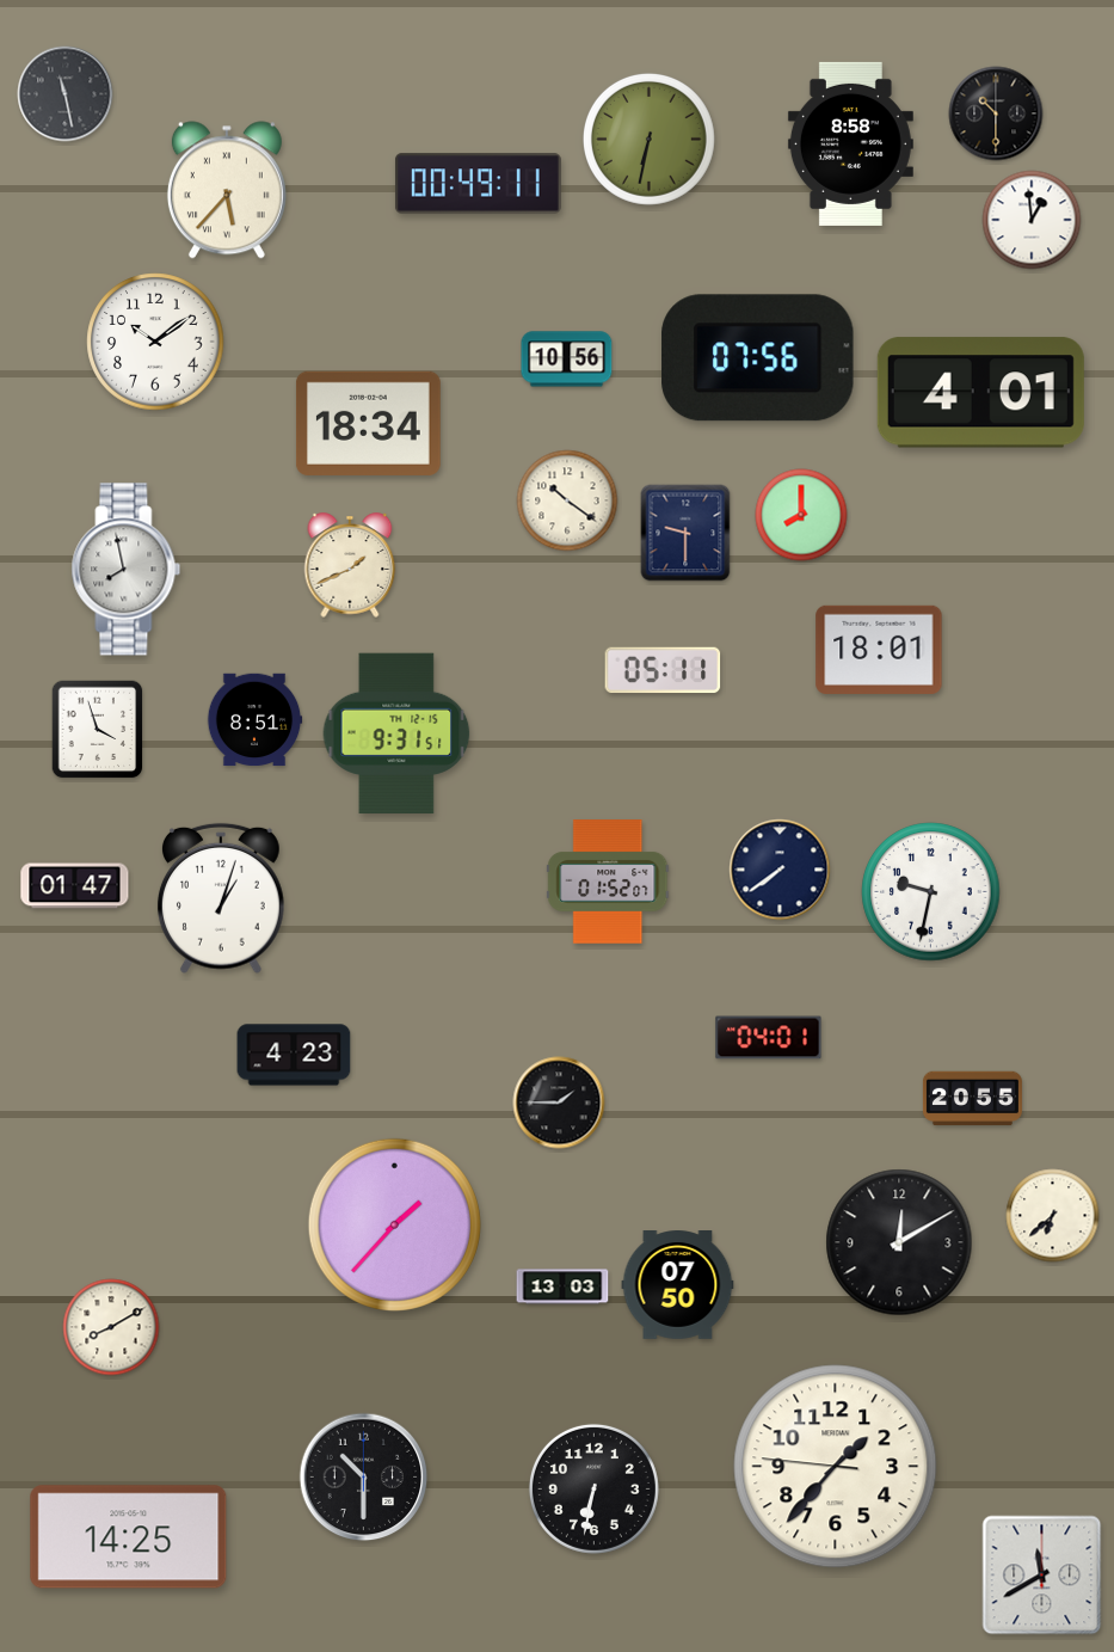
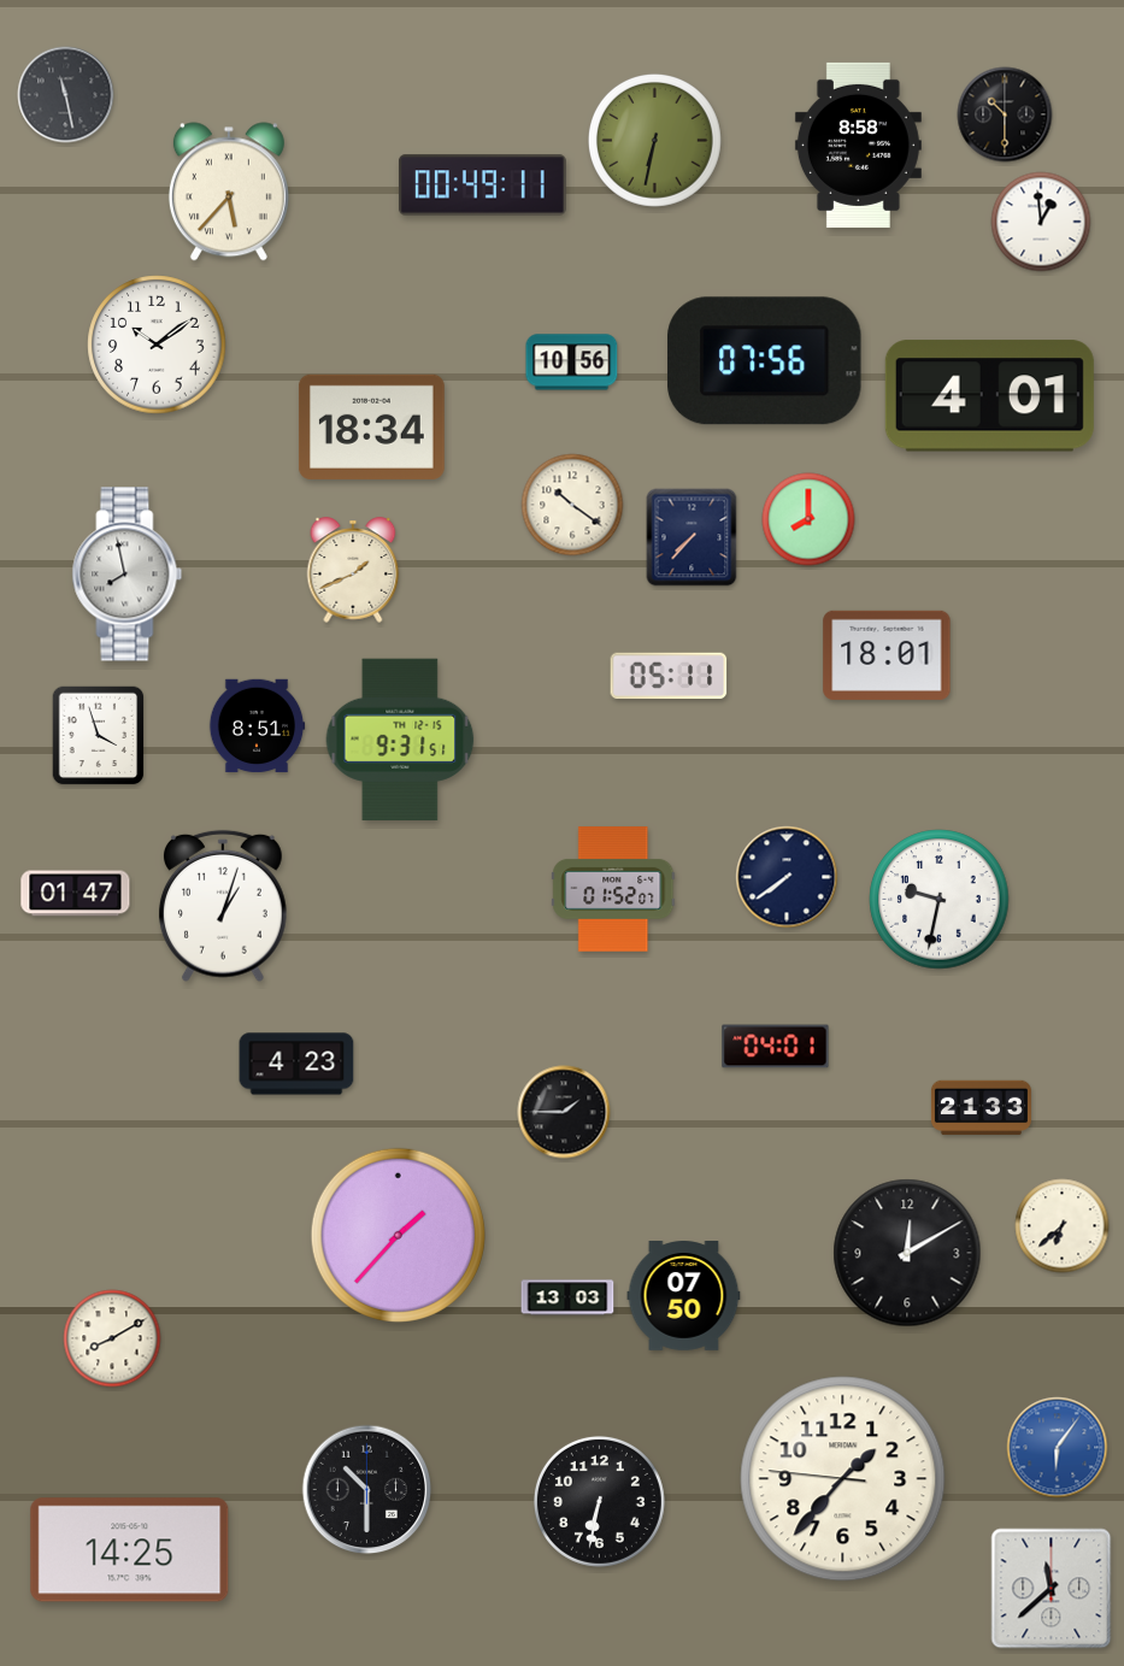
clock at (685, 533): 9:30 -> 7:37
clock at (972, 1099): 20:55 -> 21:33
clock at (1058, 1448): none -> 6:06
clock at (1042, 1576): 11:40 -> 11:38
